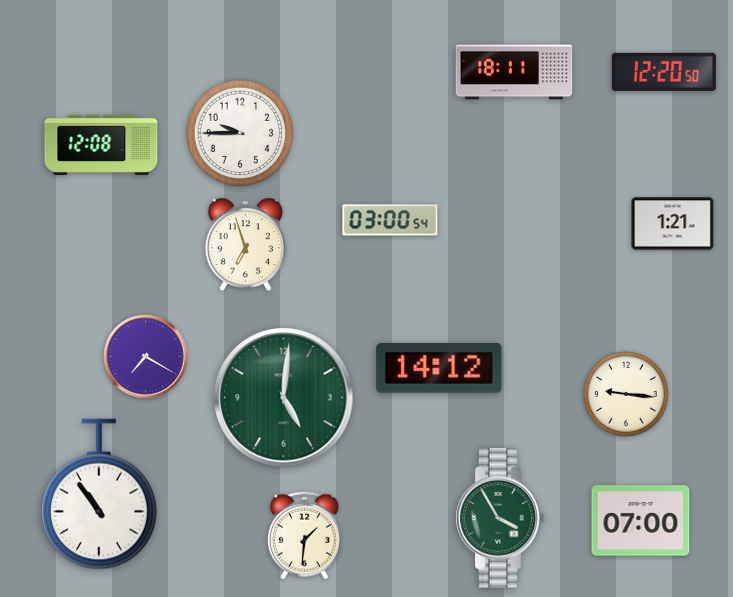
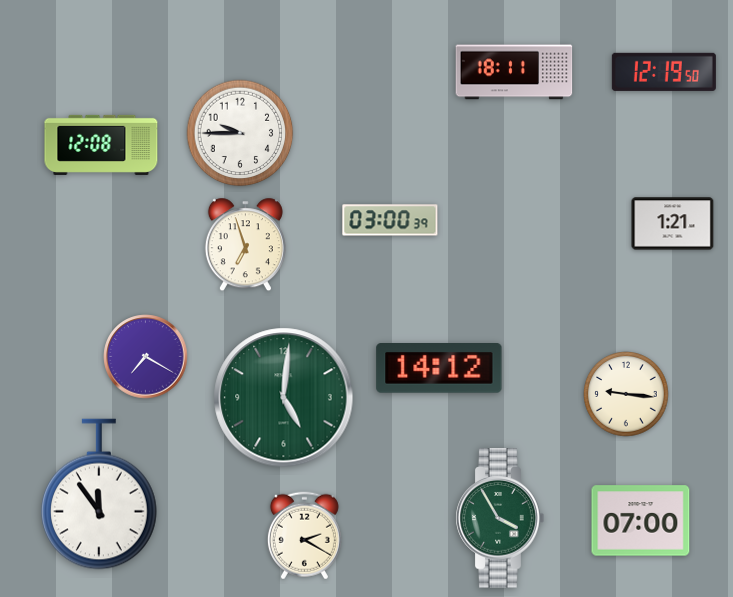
clock at (664, 72): 12:20 -> 12:19
clock at (390, 220): 03:00:54 -> 03:00:39
clock at (99, 494): 10:54 -> 11:54
clock at (304, 536): 1:31 -> 2:20
